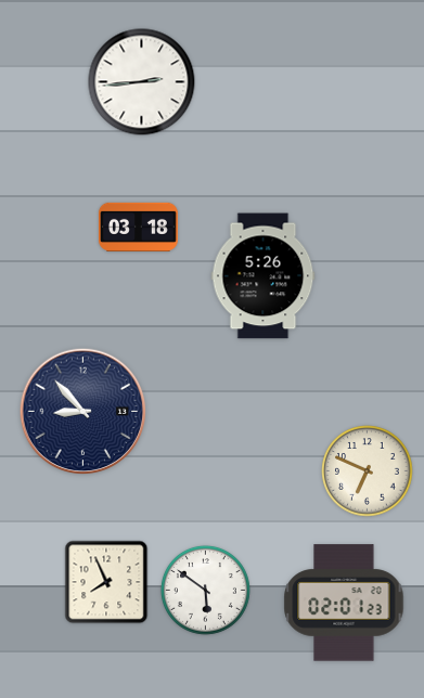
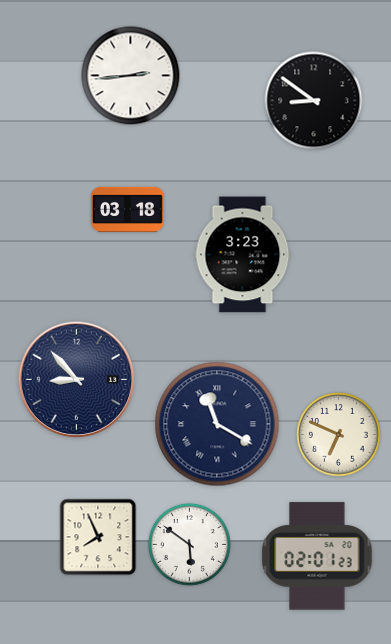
clock at (314, 101): none -> 8:51
clock at (264, 276): 5:26 -> 3:23
clock at (217, 424): none -> 11:20
